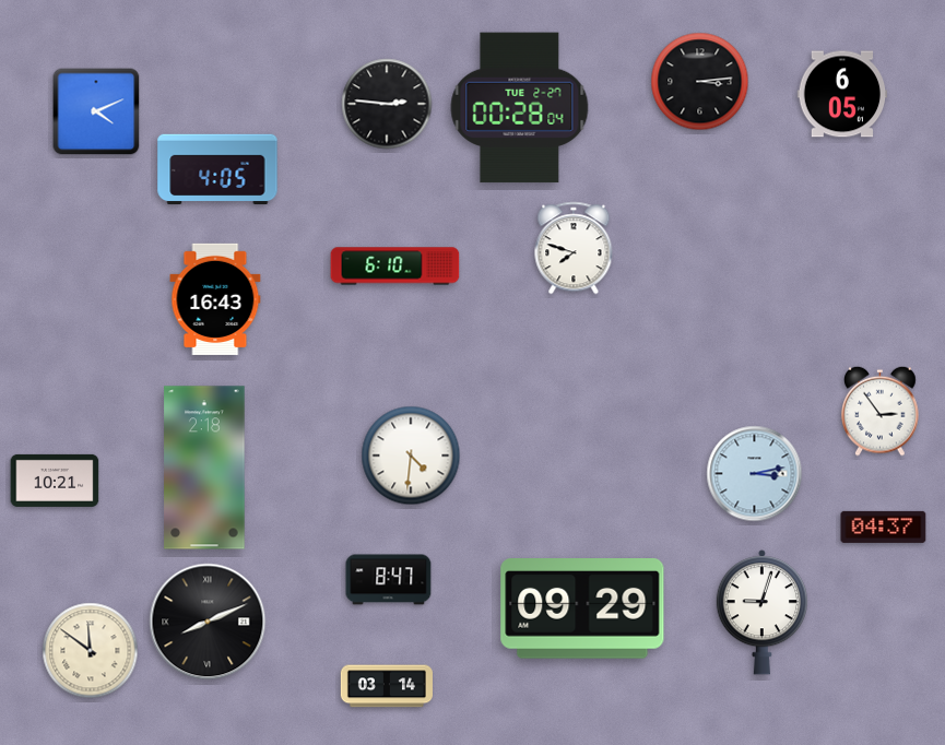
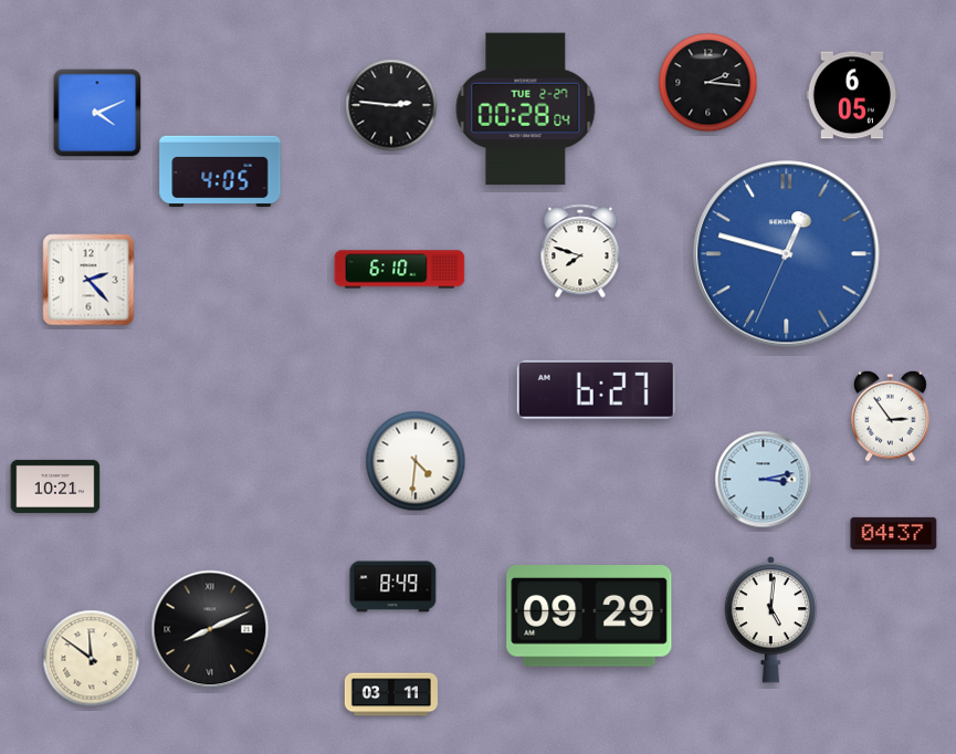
clock at (700, 82): 3:14 -> 2:16
clock at (787, 254): none -> 12:47
clock at (88, 280): none -> 2:23
clock at (215, 299): 16:43 -> none
clock at (596, 389): none -> 6:27
clock at (204, 468): 2:18 -> none
clock at (389, 580): 8:47 -> 8:49
clock at (761, 613): 9:03 -> 5:01
clock at (387, 686): 03:14 -> 03:11
